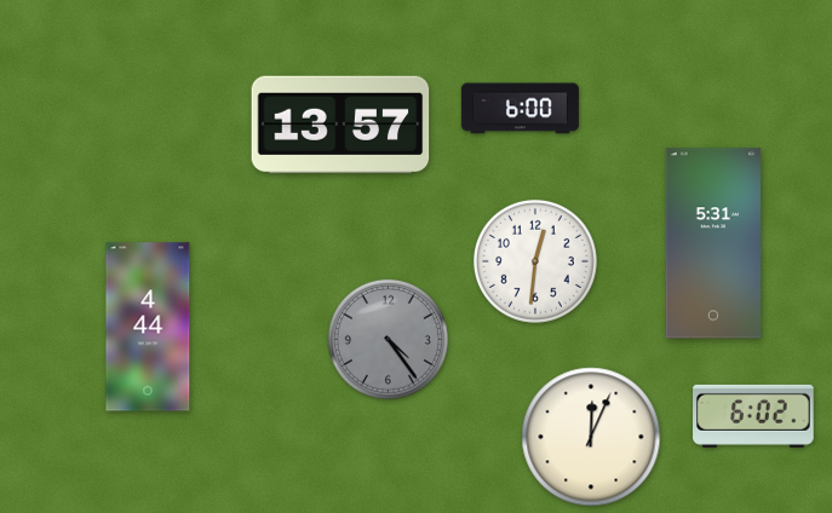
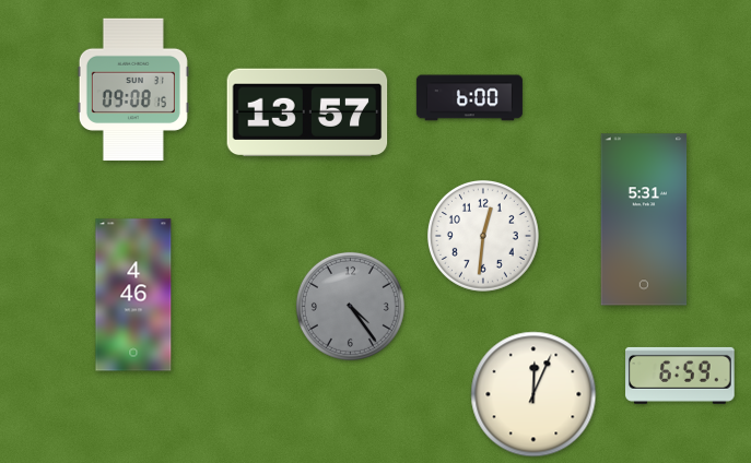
clock at (133, 90): none -> 09:08
clock at (148, 327): 4:44 -> 4:46
clock at (754, 416): 6:02 -> 6:59
